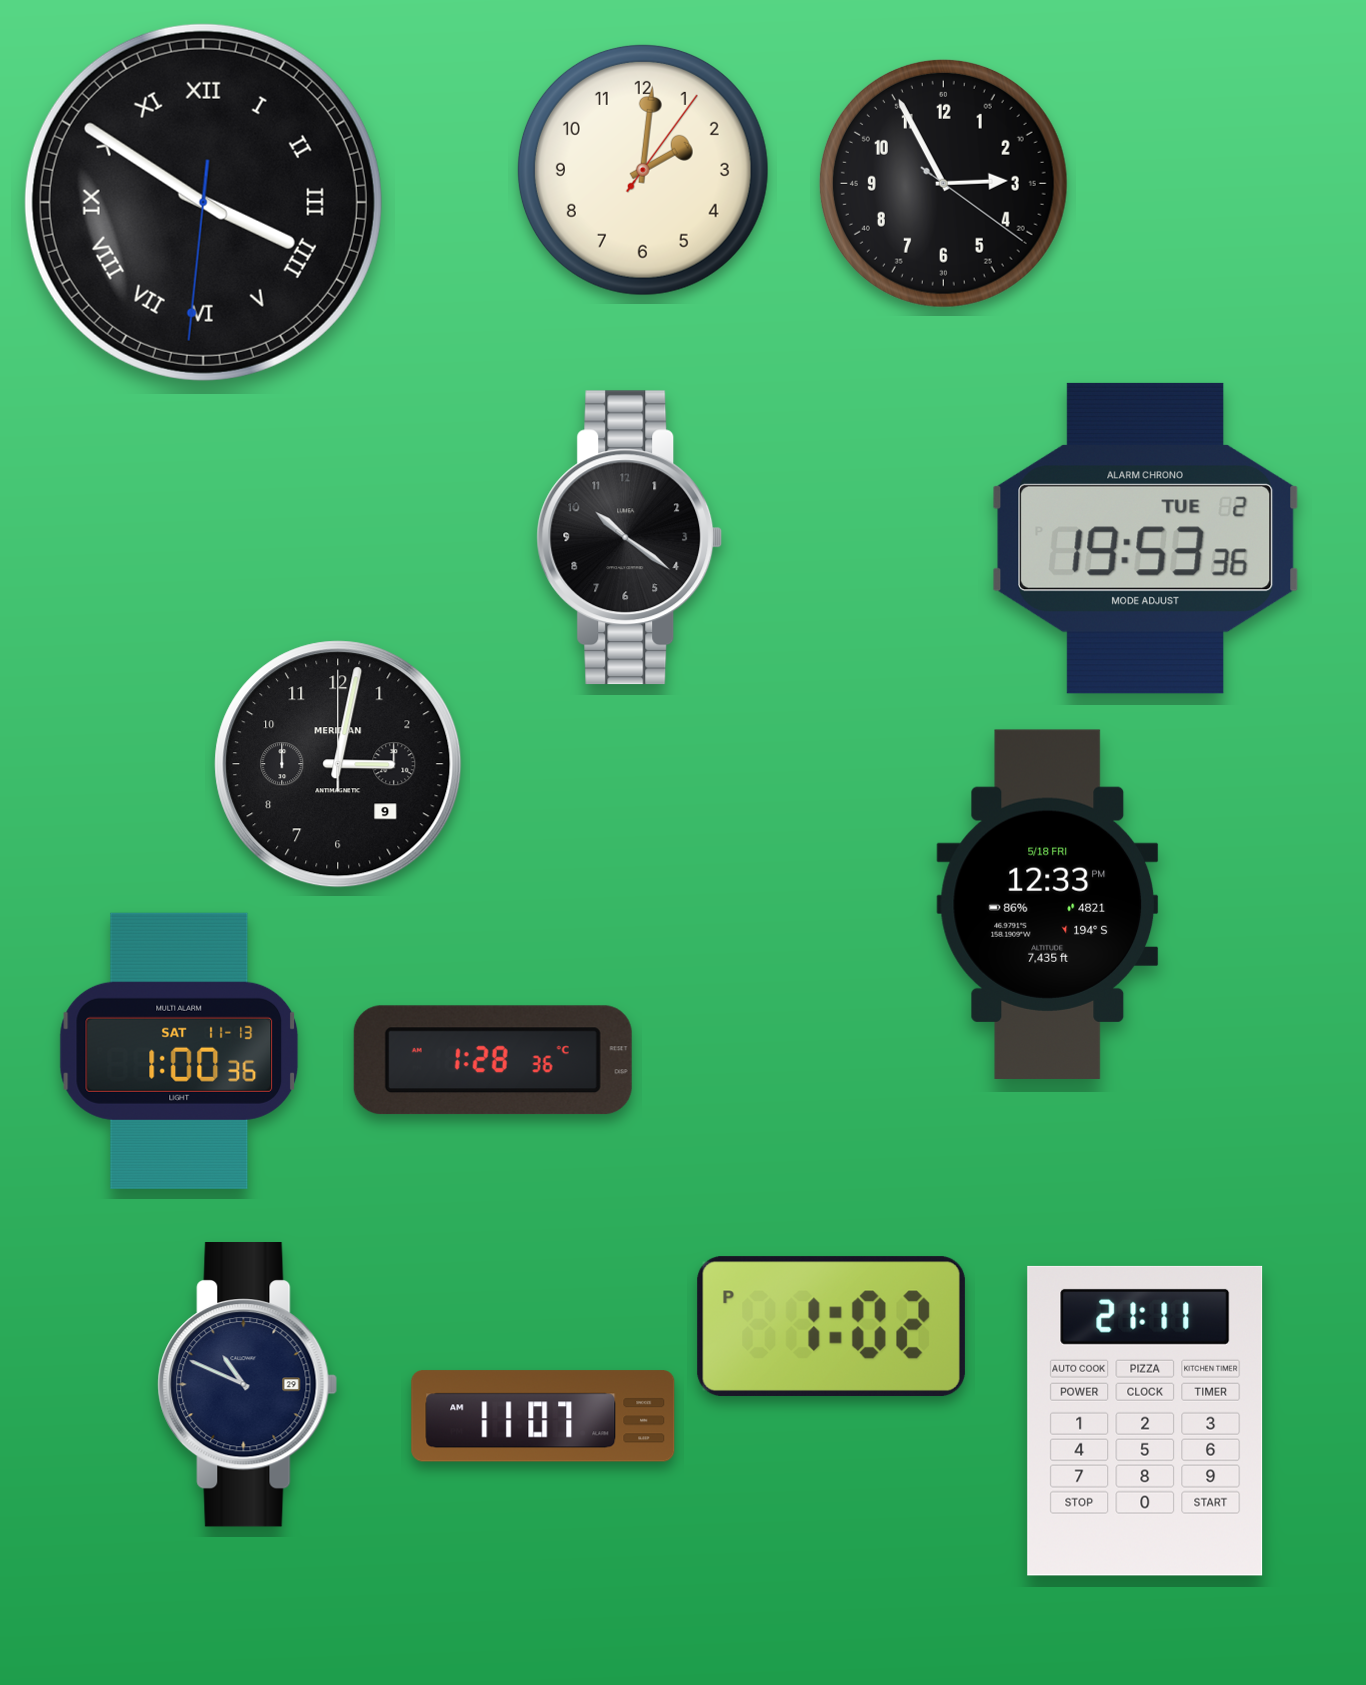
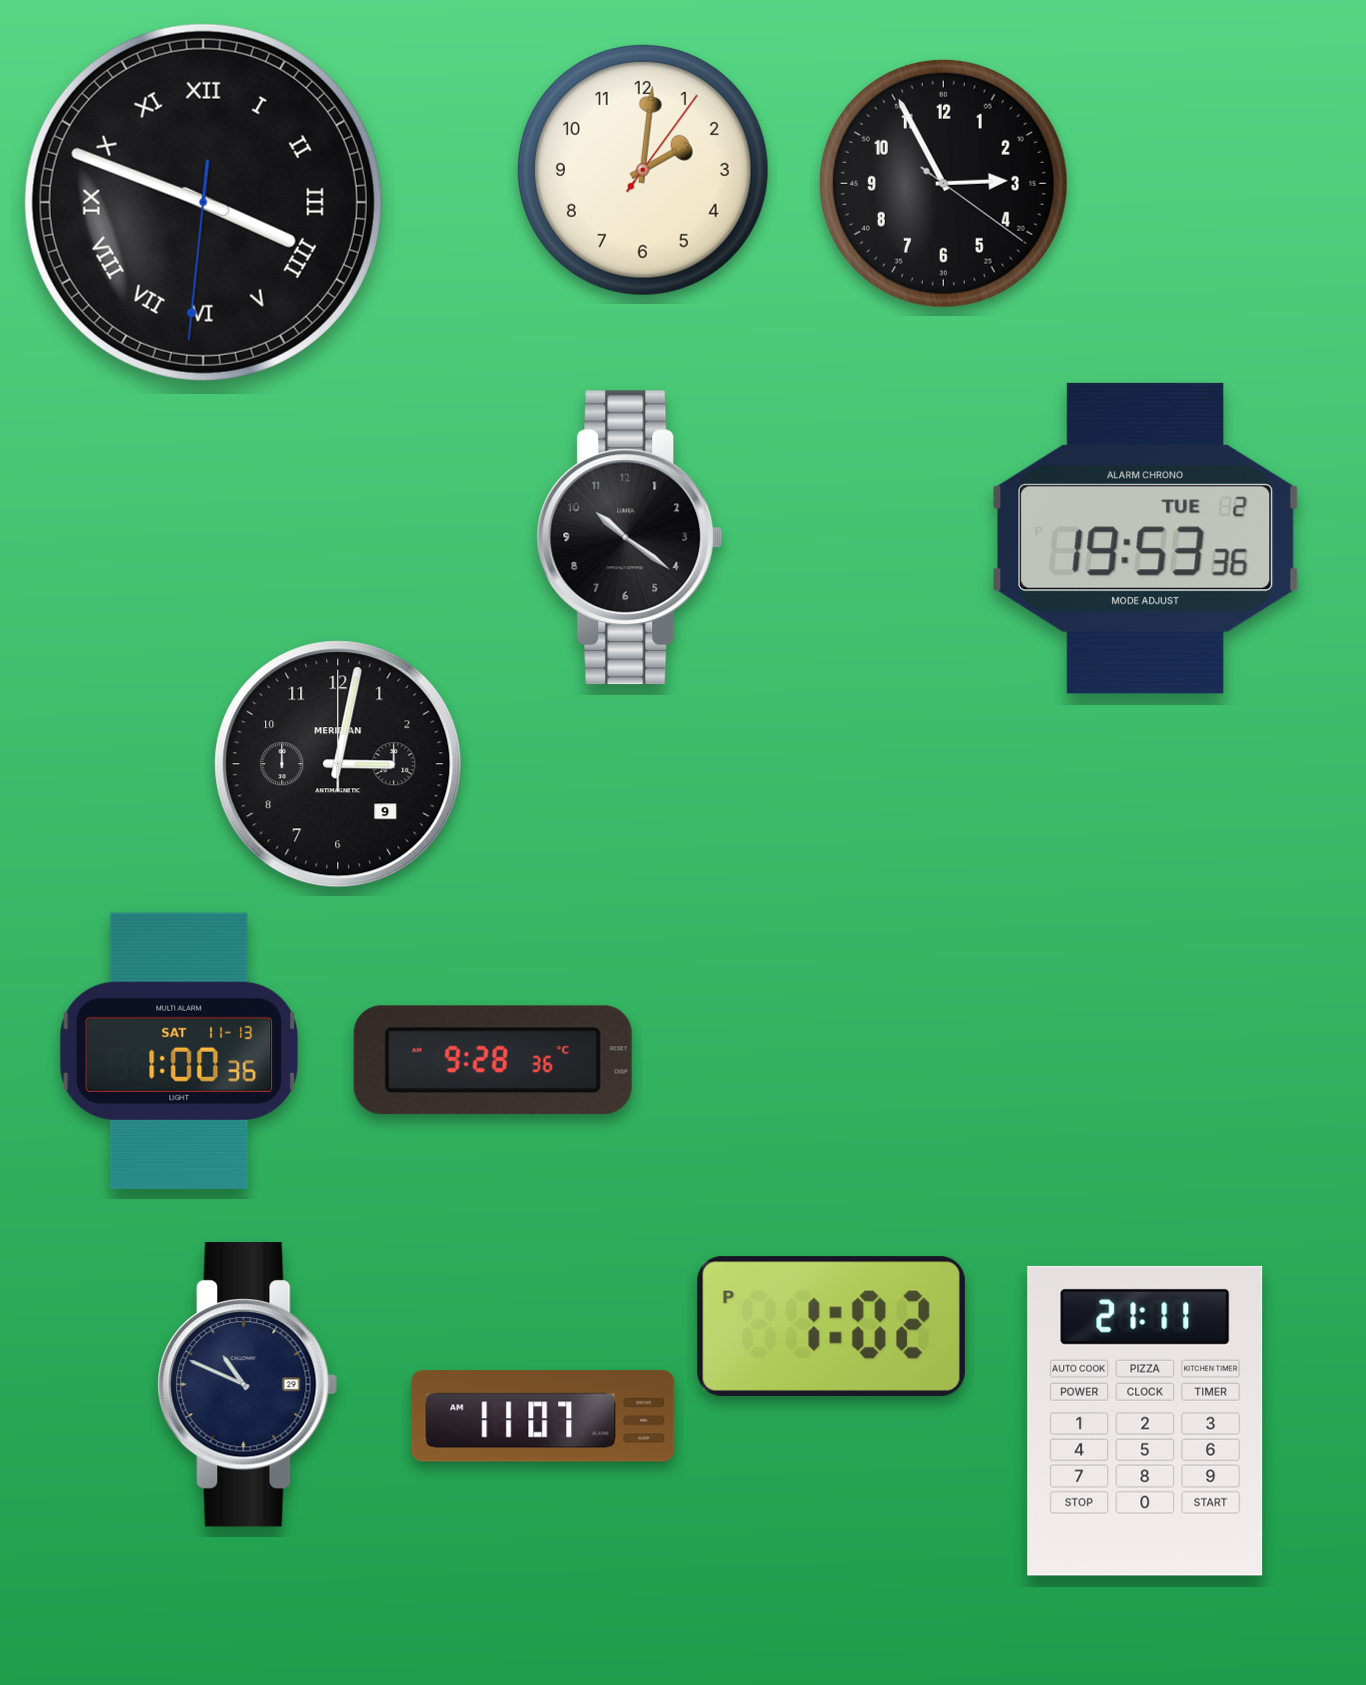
clock at (203, 202): 3:50 -> 3:48
clock at (1048, 904): 12:33 -> none
clock at (493, 1060): 1:28 -> 9:28
